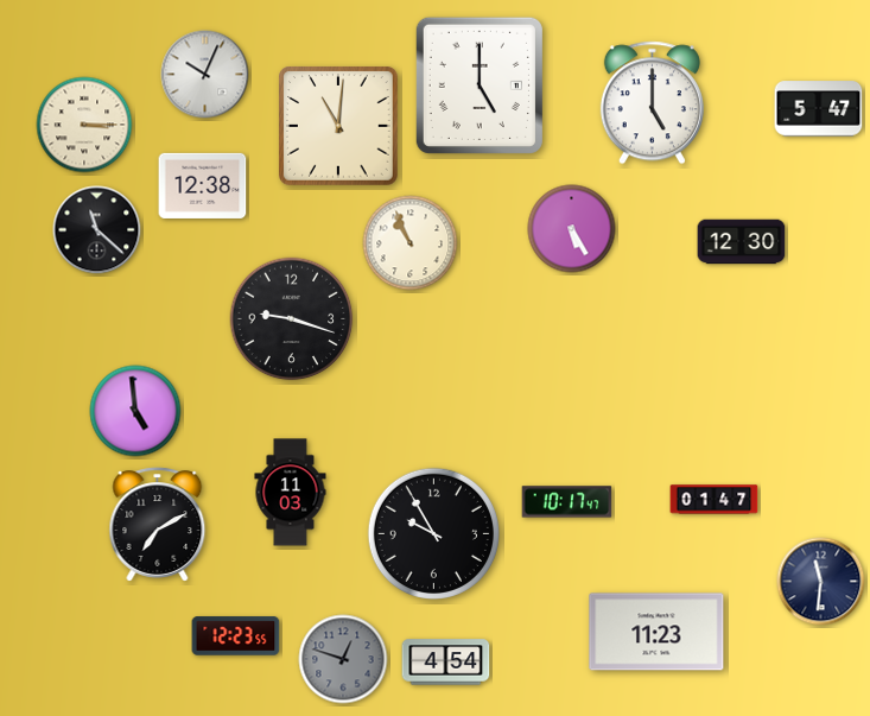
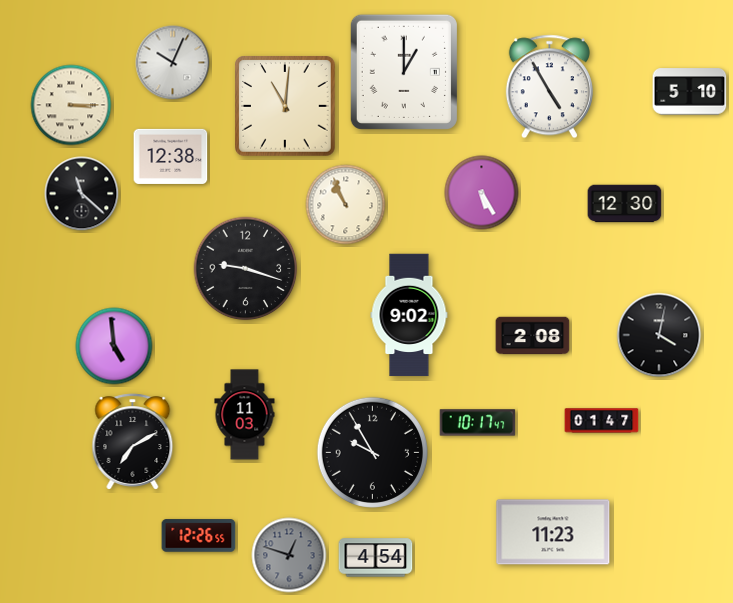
clock at (480, 85): 5:00 -> 1:00
clock at (652, 103): 5:00 -> 4:55
clock at (819, 109): 5:47 -> 5:10
clock at (409, 315): none -> 9:02
clock at (659, 335): none -> 4:02
clock at (533, 336): none -> 2:08
clock at (433, 533) position: (433, 533) -> (372, 452)
clock at (821, 582): 11:31 -> none
clock at (236, 636): 12:23 -> 12:26
